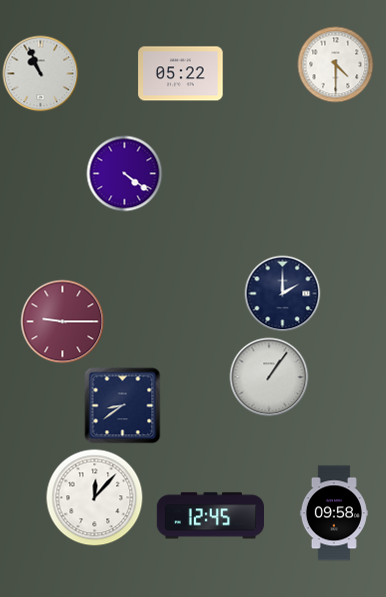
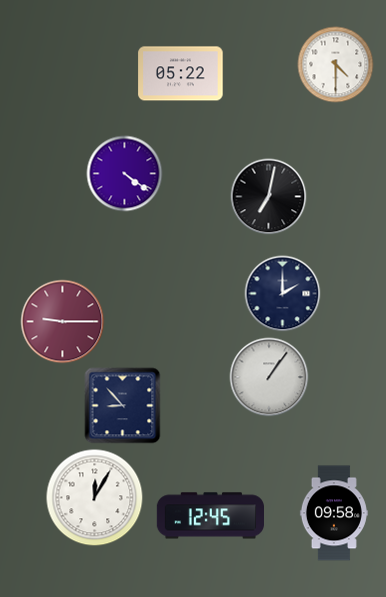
clock at (41, 74): 10:56 -> none
clock at (269, 197): none -> 7:02
clock at (123, 406): 8:39 -> 8:53
clock at (95, 498): 12:07 -> 12:05
